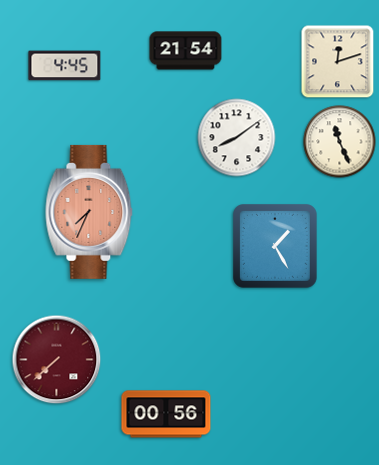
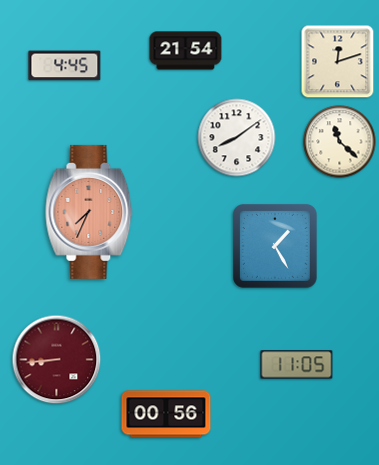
clock at (340, 142): 11:26 -> 11:22
clock at (57, 360): 7:38 -> 8:44
clock at (297, 365): none -> 11:05
